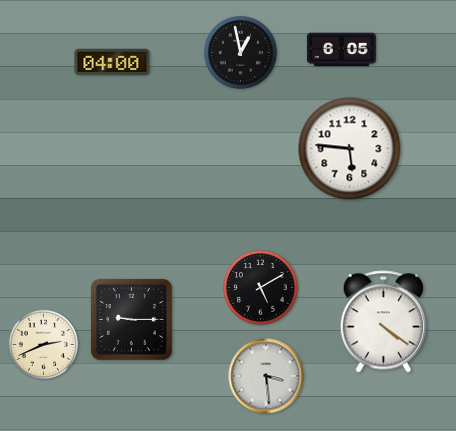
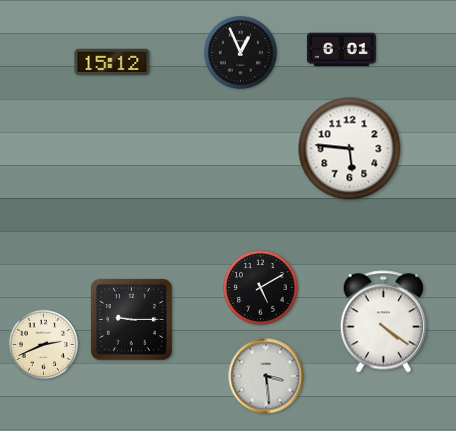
clock at (341, 50): 6:05 -> 6:01
clock at (241, 53): 12:58 -> 12:56
clock at (112, 62): 04:00 -> 15:12
